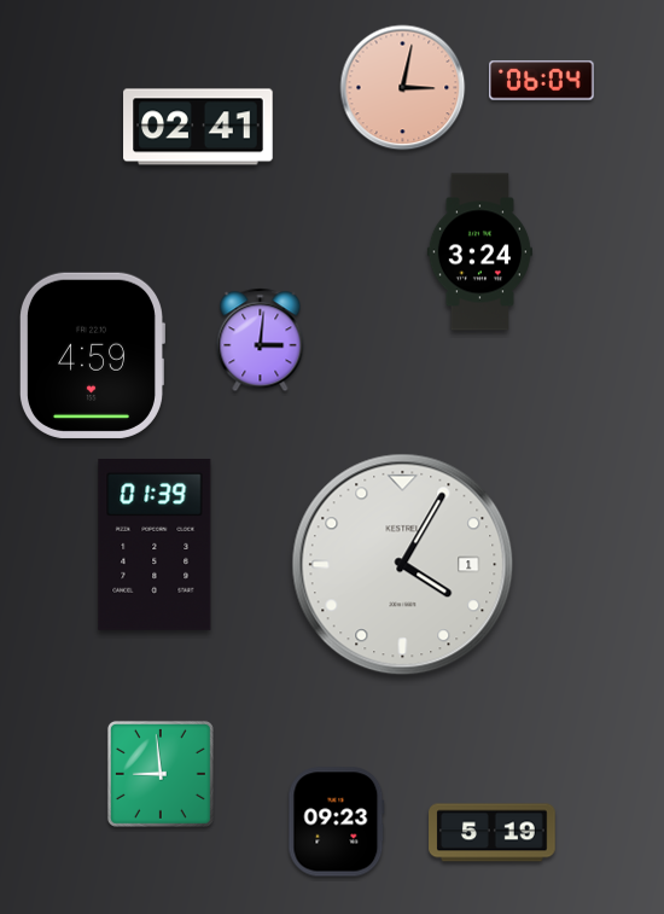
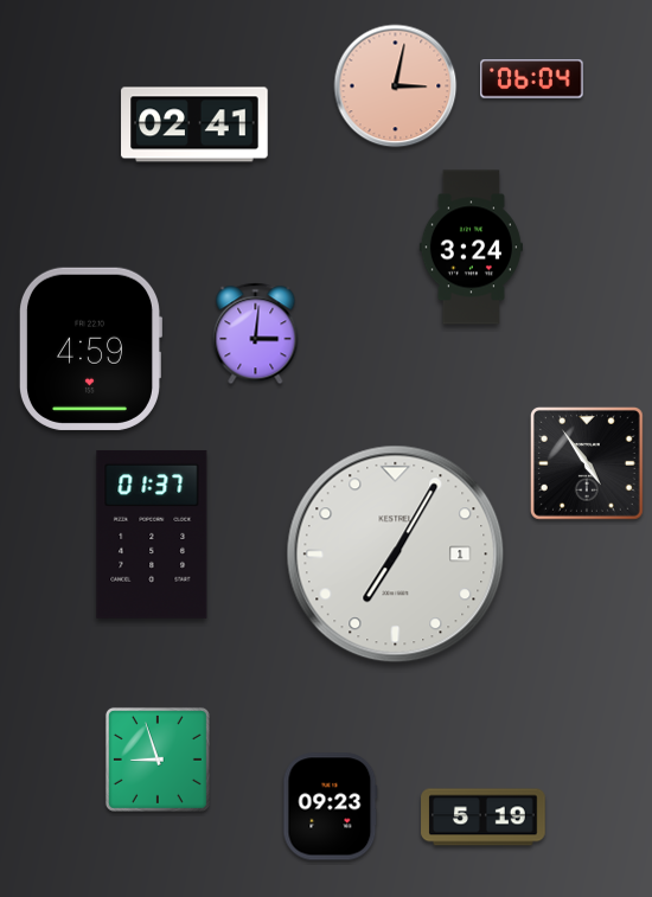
clock at (587, 463): none -> 4:54
clock at (155, 545): 01:39 -> 01:37
clock at (403, 565): 4:05 -> 7:05
clock at (161, 774): 8:59 -> 8:57
